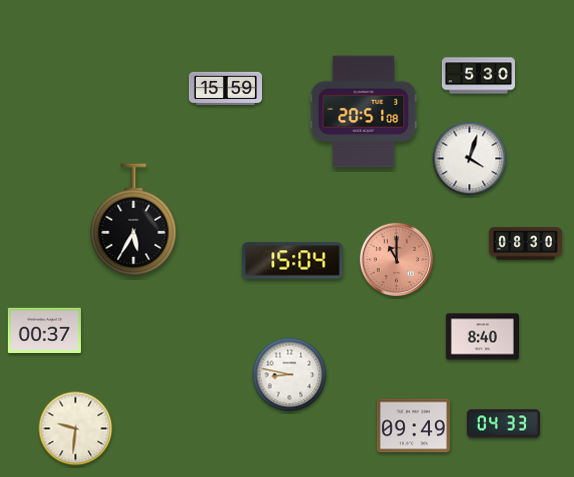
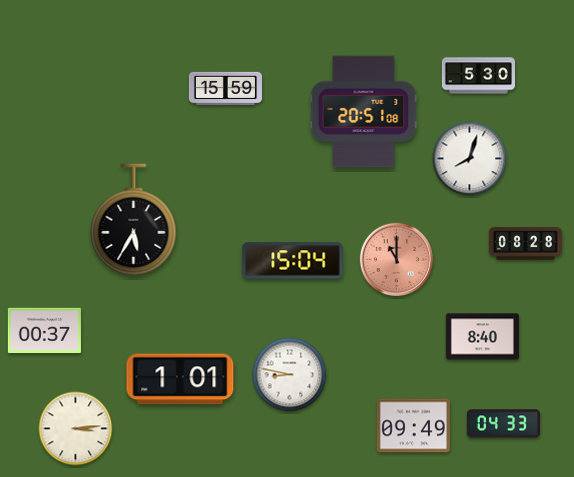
clock at (470, 159): 4:03 -> 8:03
clock at (525, 244): 08:30 -> 08:28
clock at (180, 379): none -> 1:01
clock at (76, 429): 9:31 -> 3:14
